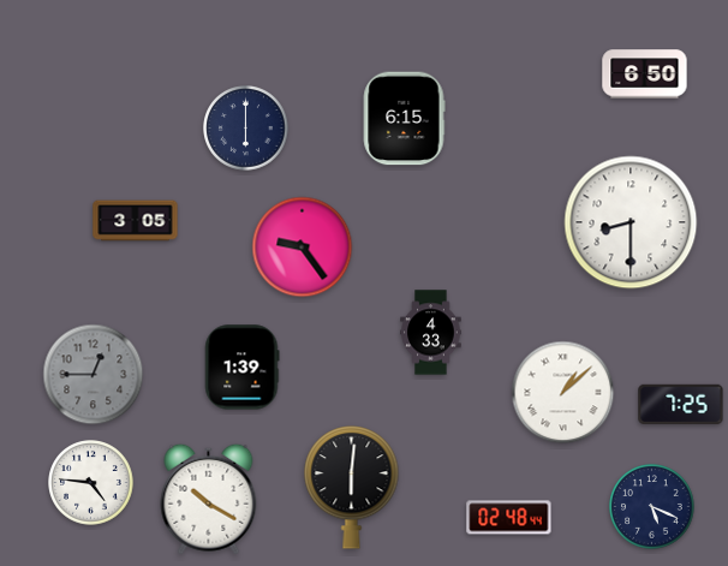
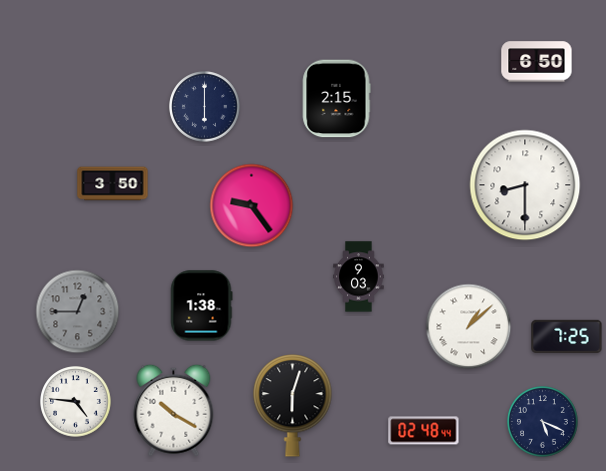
clock at (404, 119): 6:15 -> 2:15
clock at (136, 221): 3:05 -> 3:50
clock at (431, 333): 4:33 -> 9:03
clock at (241, 368): 1:39 -> 1:38
clock at (352, 488): 6:01 -> 6:03
clock at (209, 499) position: (209, 499) -> (174, 410)
